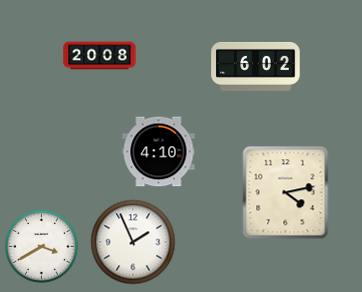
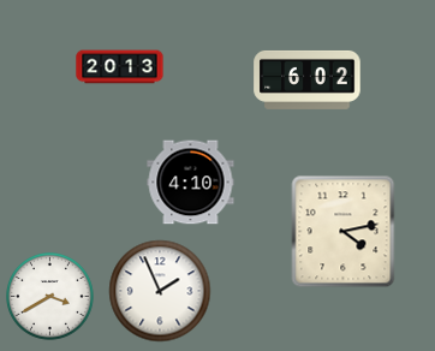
clock at (100, 56): 20:08 -> 20:13
